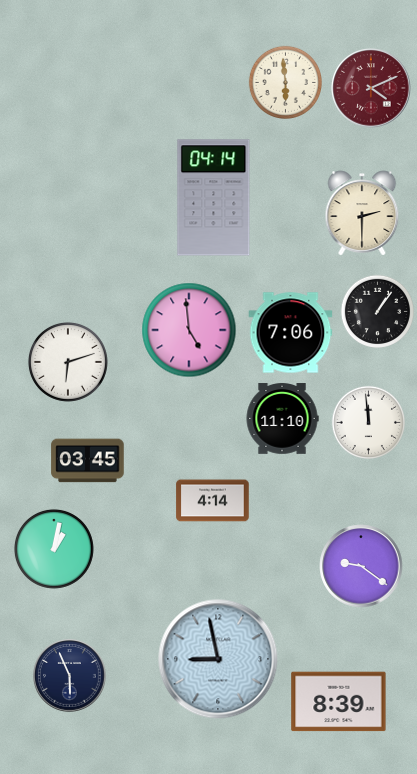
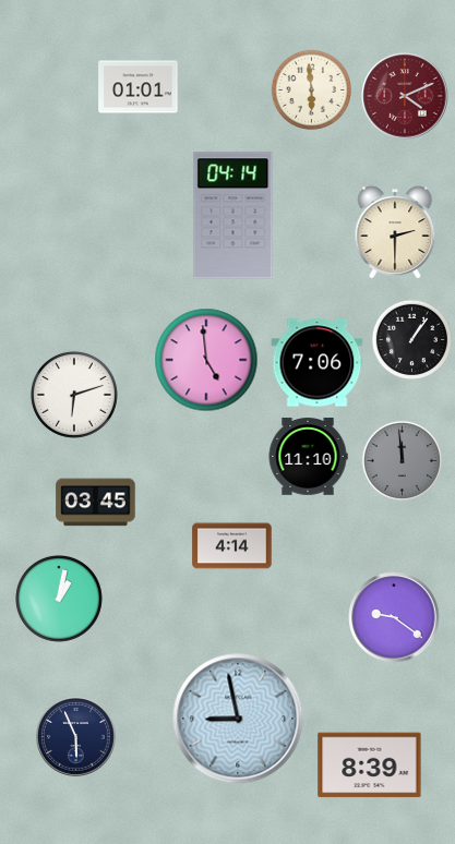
clock at (139, 87): none -> 01:01
clock at (368, 422) dial: white -> grey
